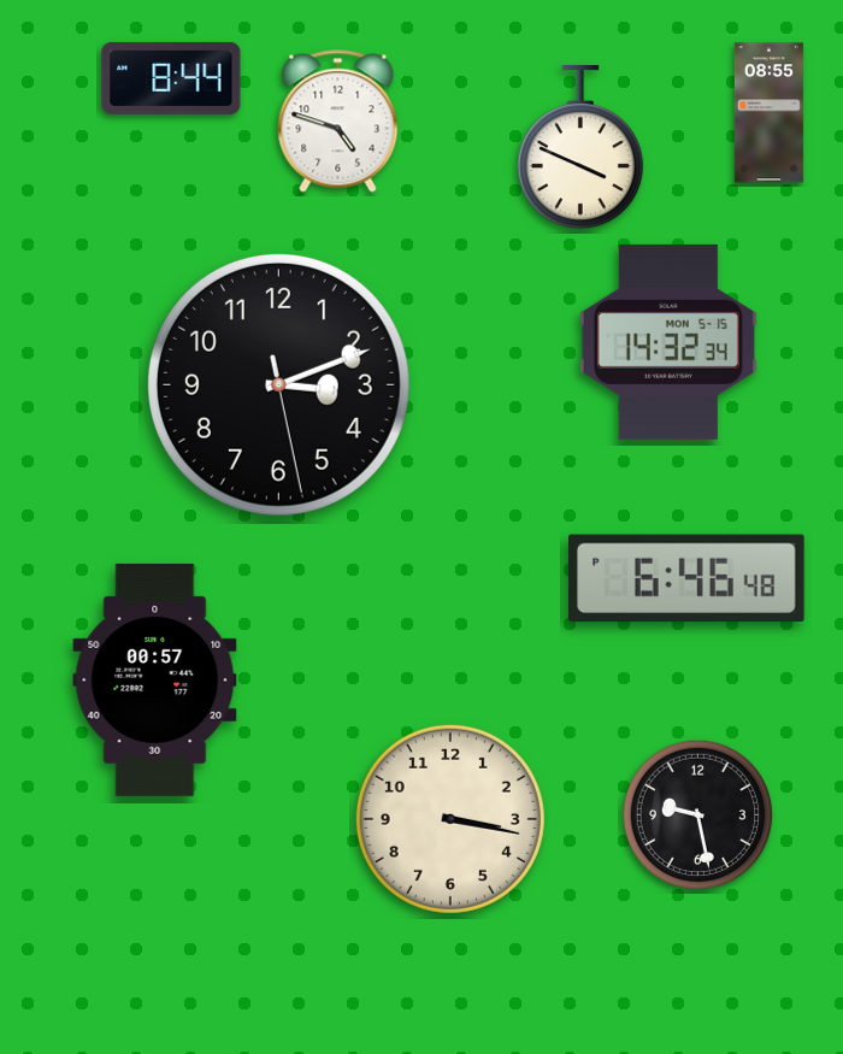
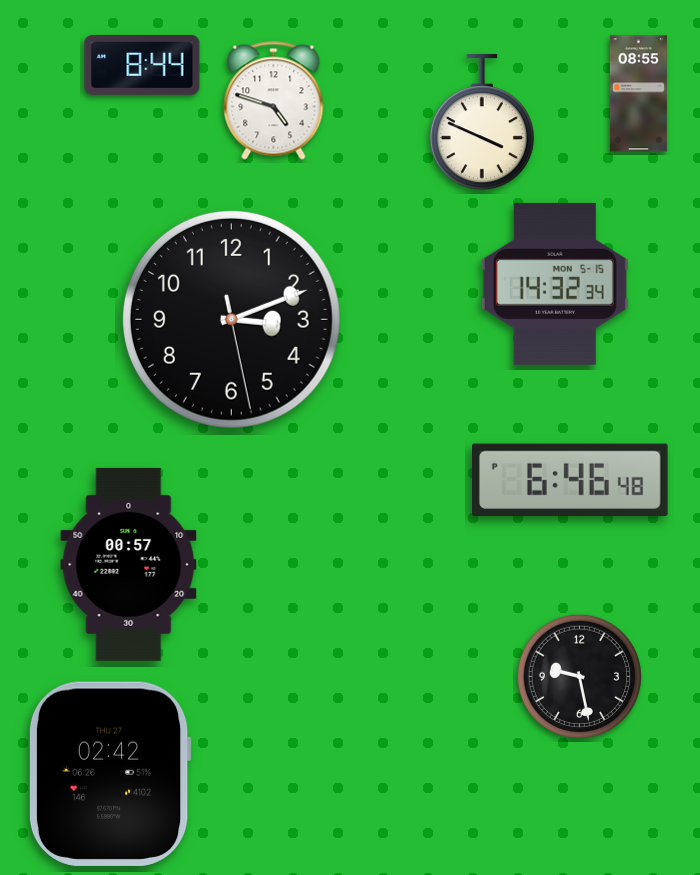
clock at (338, 122) position: (338, 122) -> (274, 101)
clock at (450, 819): 3:17 -> none
clock at (110, 774): none -> 02:42
